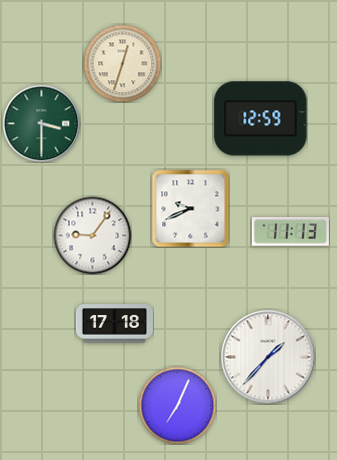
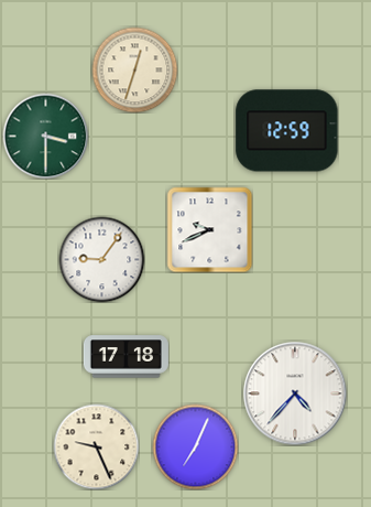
clock at (290, 232): 11:13 -> none
clock at (268, 357): 1:37 -> 4:37
clock at (96, 446): none -> 9:26
